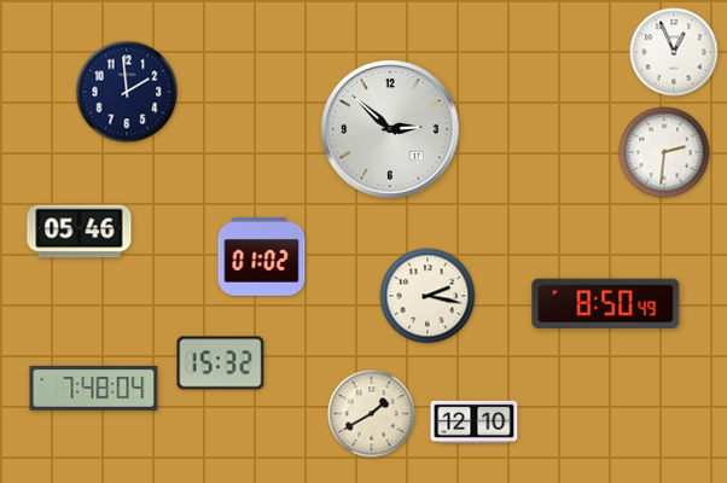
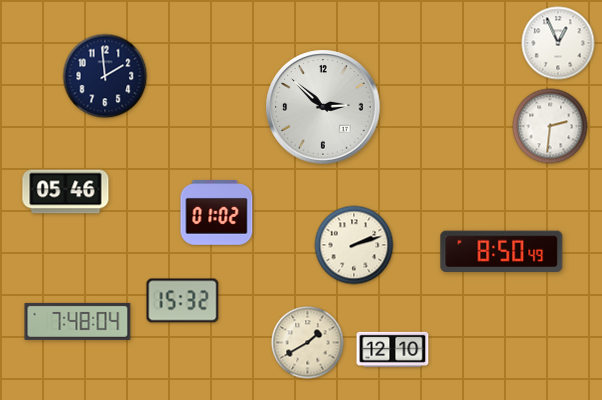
clock at (428, 296): 2:17 -> 2:12
